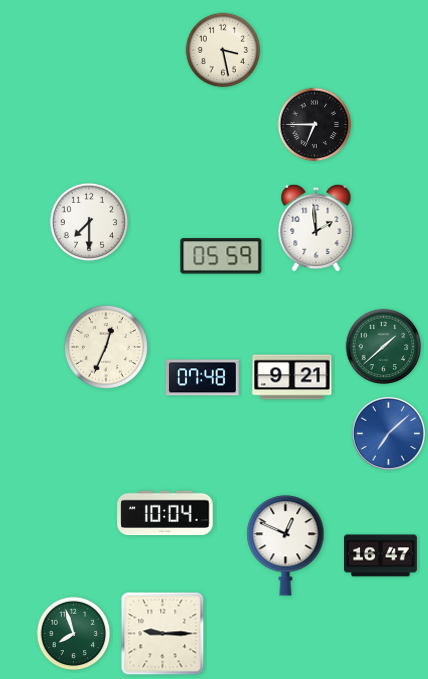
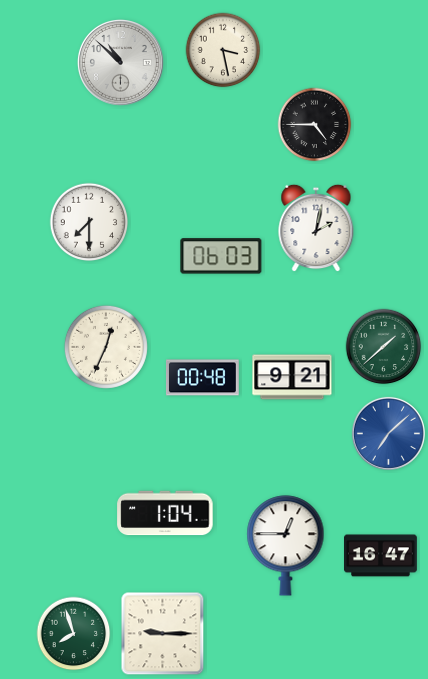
clock at (121, 63): none -> 10:52
clock at (315, 125): 6:45 -> 4:45
clock at (316, 228): 1:59 -> 2:02
clock at (221, 256): 05:59 -> 06:03
clock at (202, 378): 07:48 -> 00:48
clock at (165, 513): 10:04 -> 1:04
clock at (286, 546): 12:49 -> 12:45
